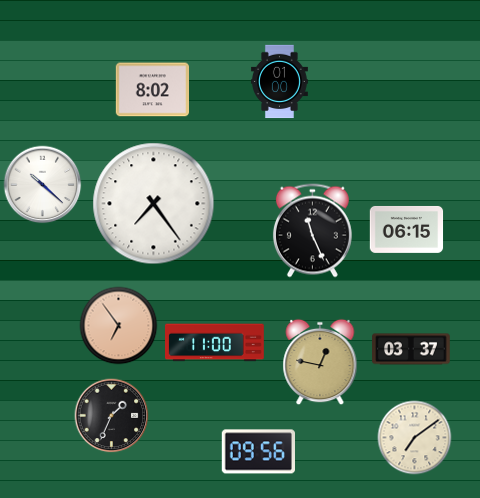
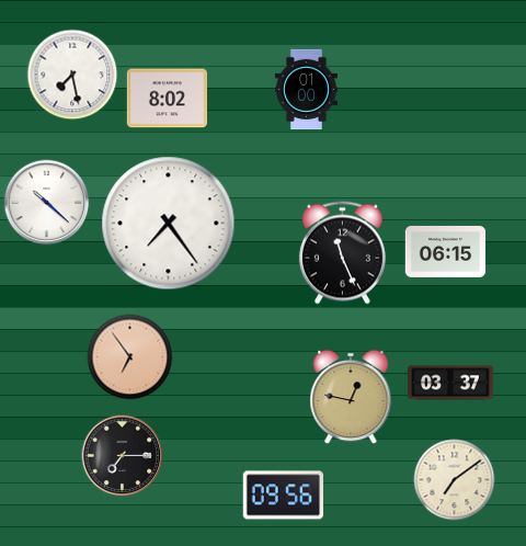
clock at (72, 75): none -> 7:28
clock at (215, 343): 11:00 -> none
clock at (112, 416): 1:34 -> 7:15
